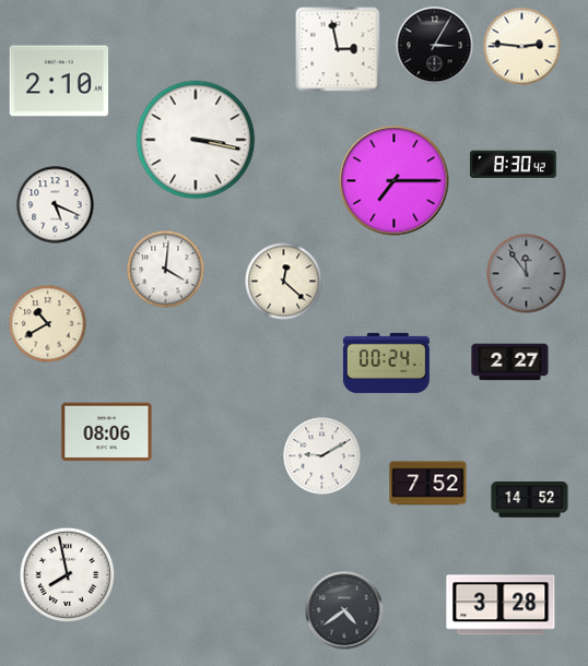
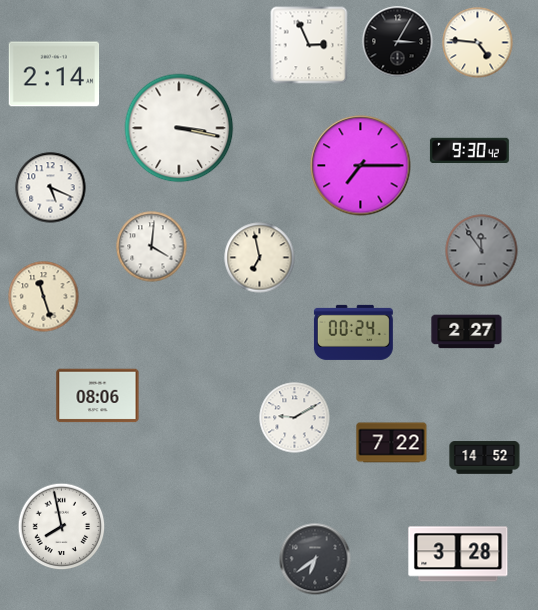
clock at (522, 47): 2:46 -> 4:46
clock at (338, 49): 2:58 -> 2:56
clock at (59, 81): 2:10 -> 2:14
clock at (513, 165): 8:30 -> 9:30
clock at (284, 282): 12:22 -> 6:58
clock at (48, 324): 10:40 -> 11:27
clock at (428, 484): 7:52 -> 7:22
clock at (344, 610): 4:39 -> 6:39
